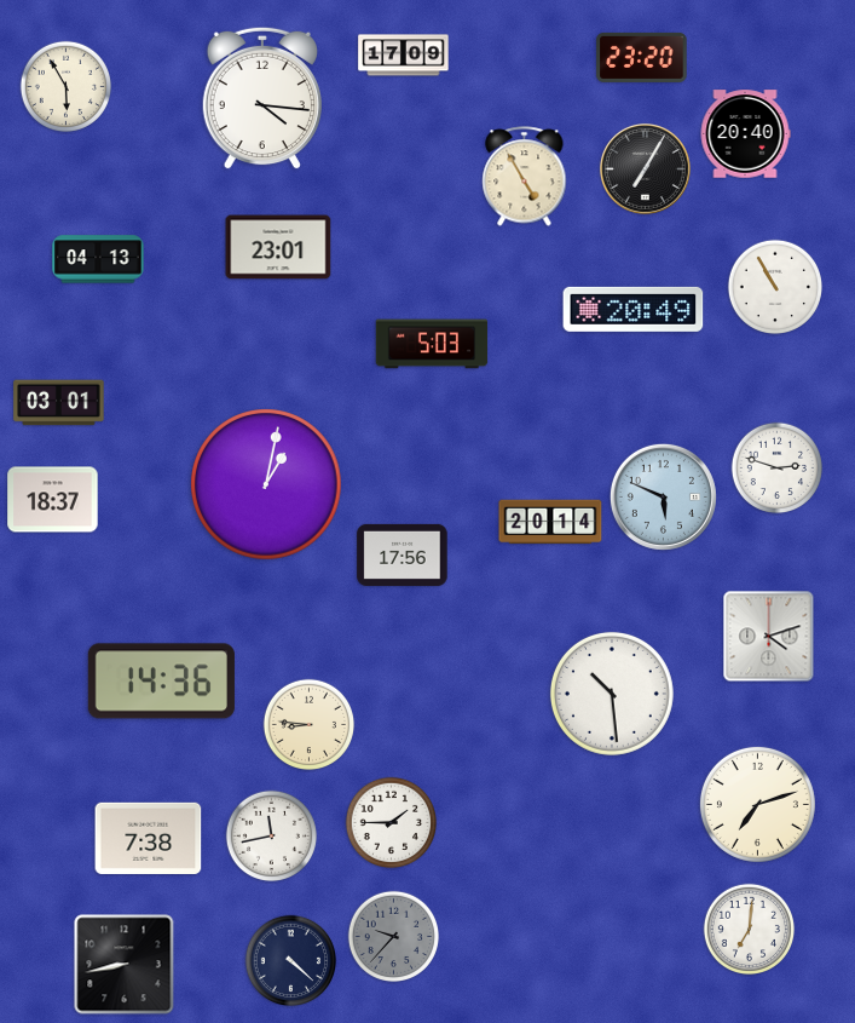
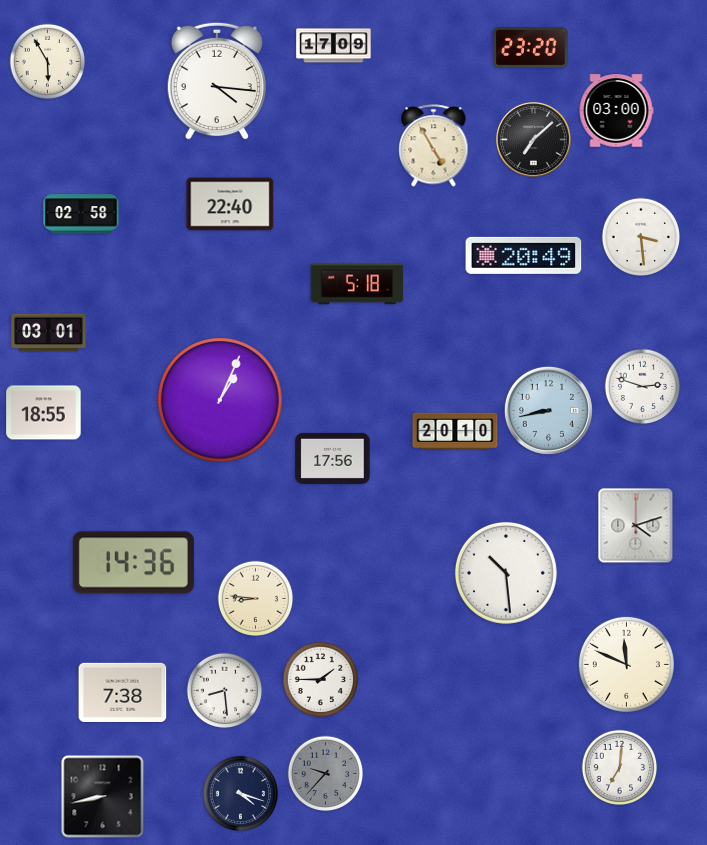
clock at (67, 87) position: (67, 87) -> (48, 62)
clock at (745, 134): 20:40 -> 03:00
clock at (645, 168): 7:05 -> 7:08
clock at (278, 247): 23:01 -> 22:40
clock at (98, 259): 04:13 -> 02:58
clock at (774, 286): 10:55 -> 3:29
clock at (432, 344): 5:03 -> 5:18
clock at (266, 484): 1:02 -> 1:04
clock at (663, 496): 5:49 -> 8:43
clock at (53, 500): 18:37 -> 18:55
clock at (550, 522): 20:14 -> 20:10
clock at (757, 804): 7:12 -> 11:49
clock at (392, 823) position: (392, 823) -> (321, 680)
clock at (272, 837): 11:43 -> 8:29
clock at (291, 961): 4:22 -> 4:18
